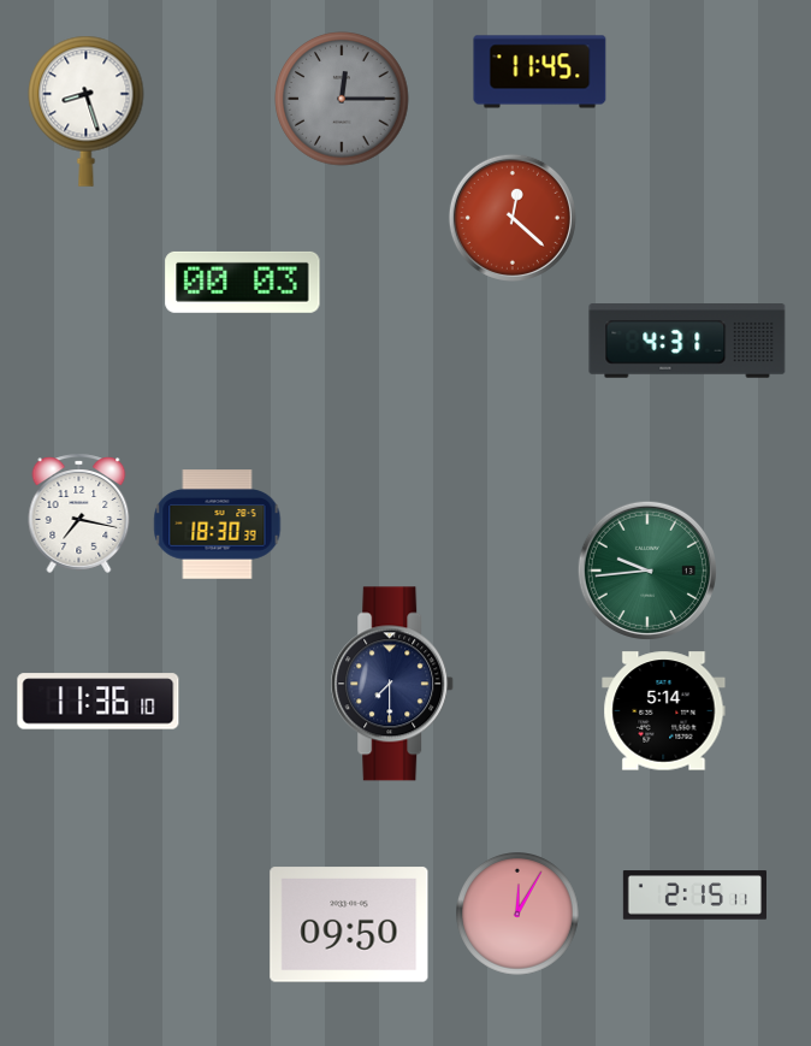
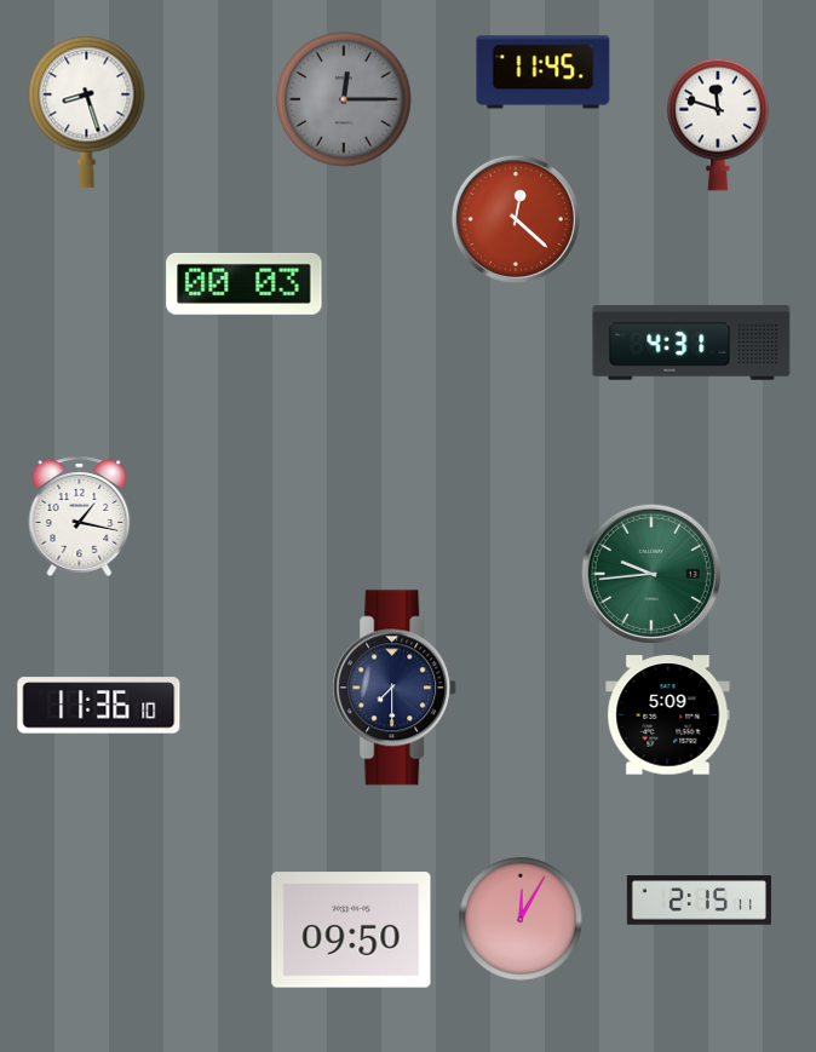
clock at (719, 125): none -> 11:48
clock at (79, 513): 7:17 -> 1:17
clock at (218, 525): 18:30 -> none
clock at (664, 711): 5:14 -> 5:09
